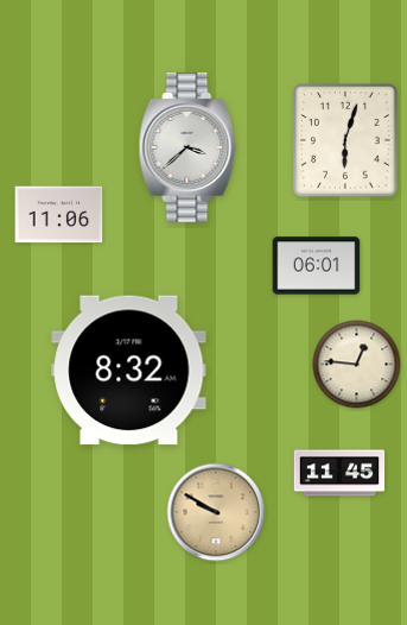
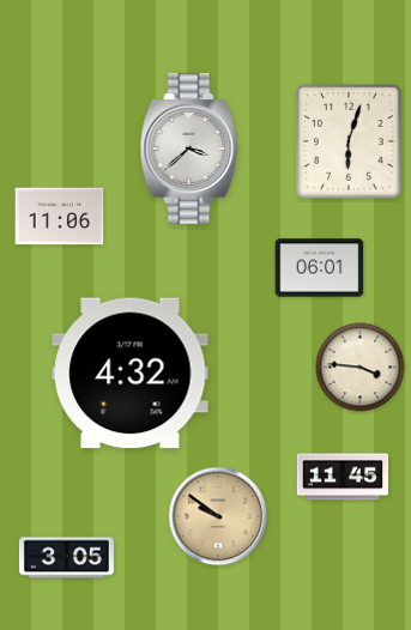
clock at (357, 365): 12:46 -> 3:46
clock at (129, 371): 8:32 -> 4:32
clock at (216, 512): 9:50 -> 9:51
clock at (66, 558): none -> 3:05
